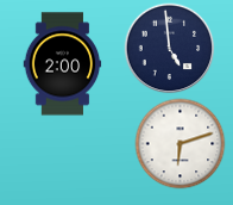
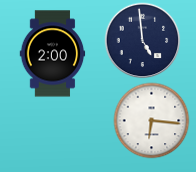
clock at (181, 144): 6:12 -> 6:16
